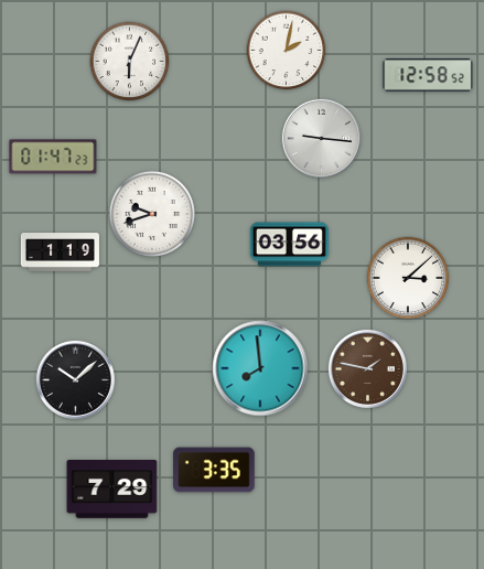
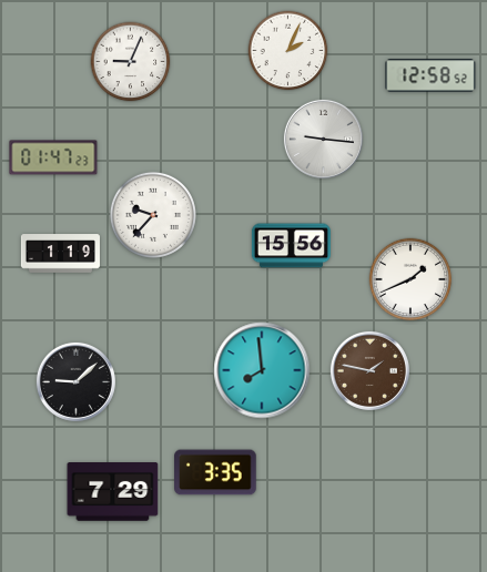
clock at (287, 51): 2:02 -> 2:04
clock at (130, 62): 6:04 -> 9:04
clock at (152, 214): 9:42 -> 9:37
clock at (289, 245): 03:56 -> 15:56
clock at (408, 278): 3:08 -> 1:41
clock at (75, 379): 10:08 -> 9:08
